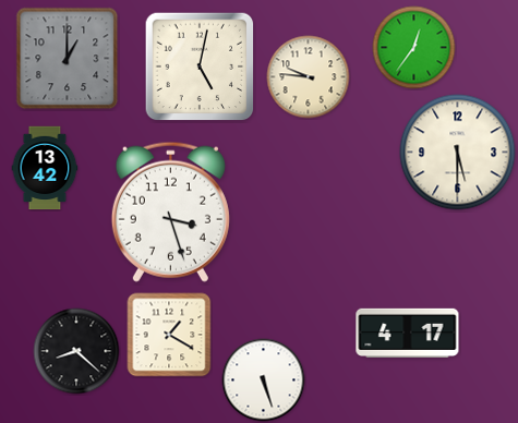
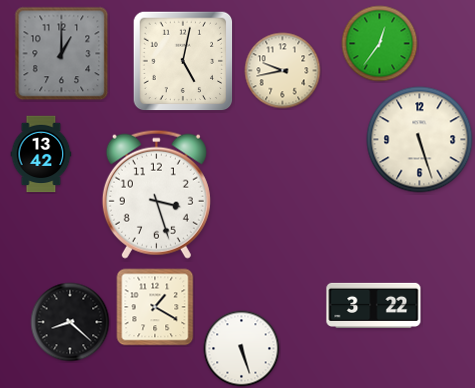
clock at (309, 77): 9:46 -> 9:43
clock at (458, 153): 5:30 -> 5:27
clock at (408, 333): 4:17 -> 3:22
